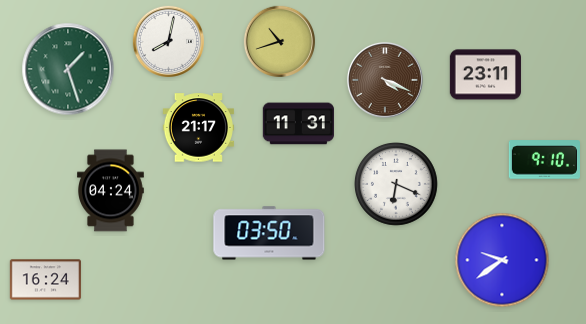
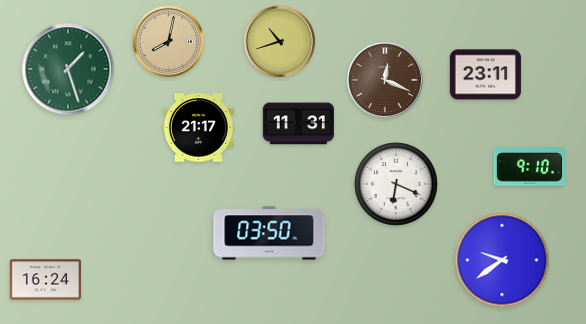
clock at (168, 41) dial: white -> champagne
clock at (385, 80): 4:19 -> 12:19
clock at (544, 160) position: (544, 160) -> (529, 167)
clock at (111, 191): 04:24 -> none
